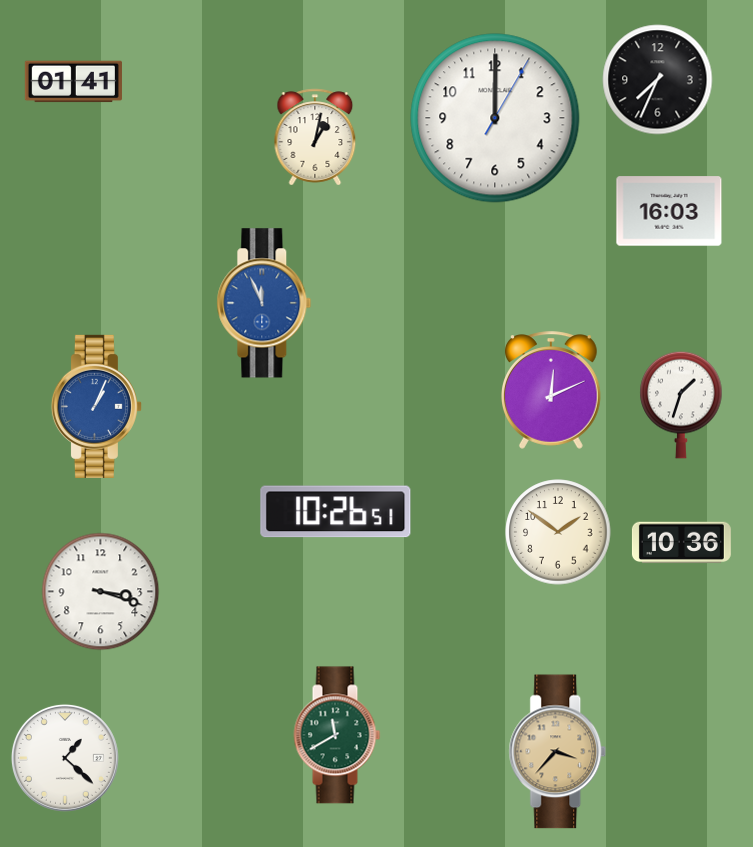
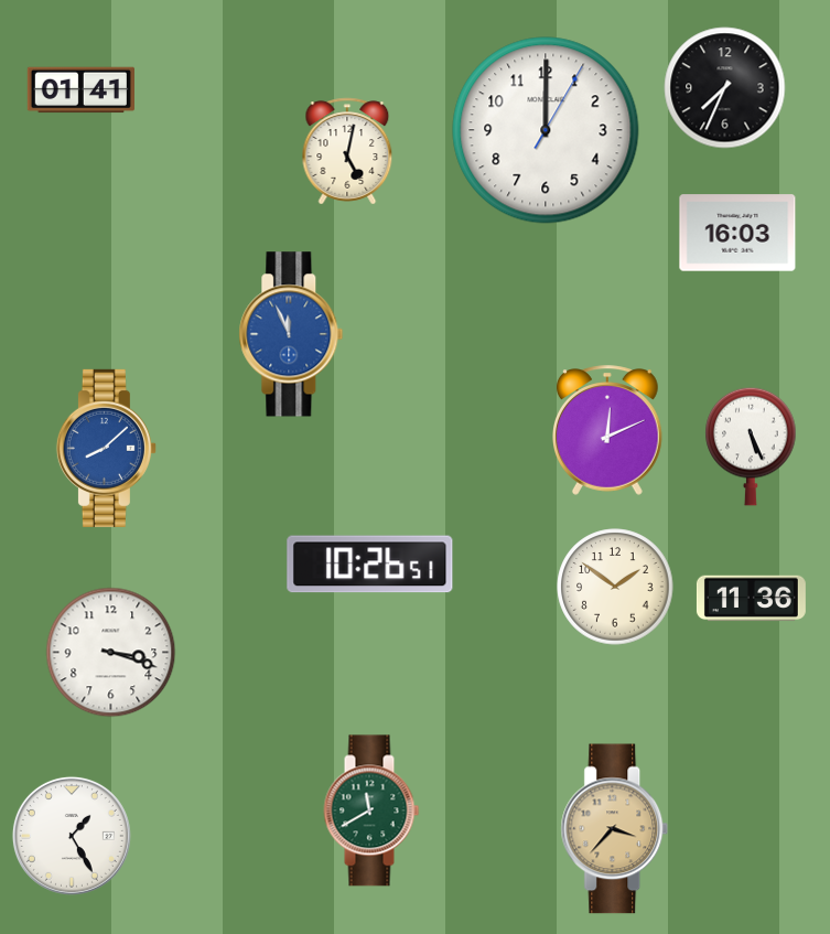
clock at (315, 137): 1:02 -> 5:02
clock at (681, 405): 1:33 -> 5:26
clock at (96, 406): 1:04 -> 8:08
clock at (681, 543): 10:36 -> 11:36
clock at (65, 758): 1:22 -> 1:25
